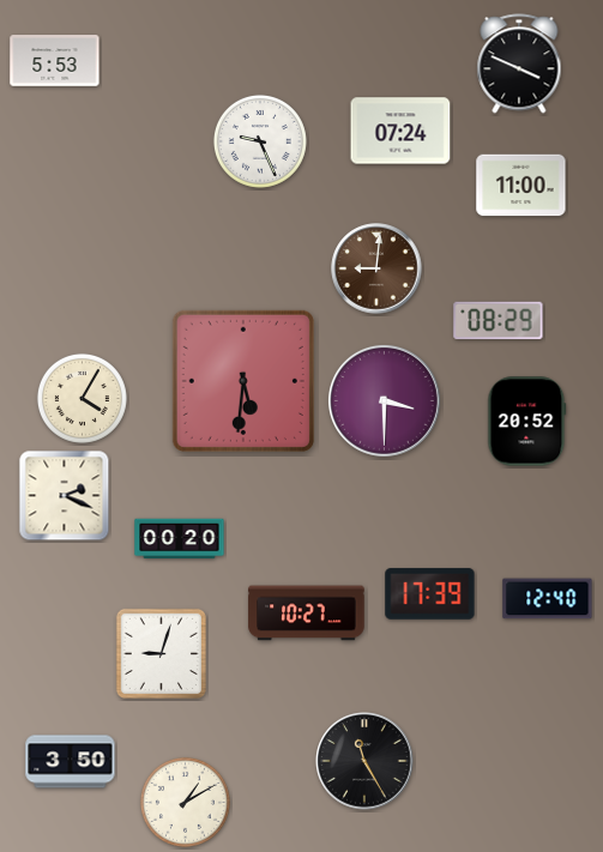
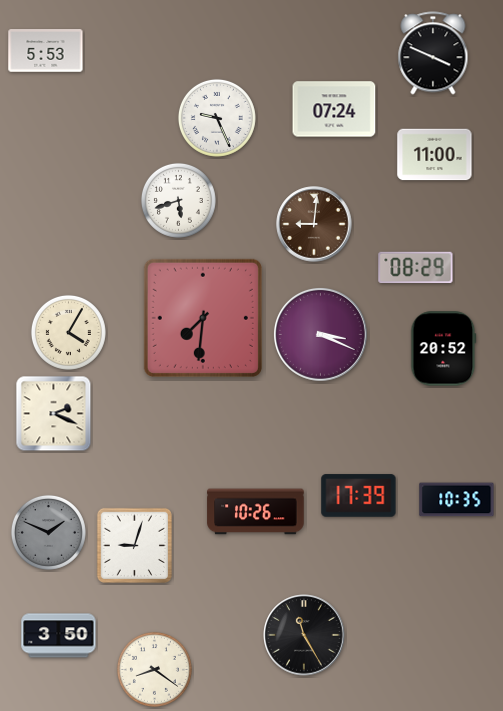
clock at (178, 200): none -> 5:42
clock at (243, 381): 5:31 -> 7:31
clock at (384, 400): 3:30 -> 3:19
clock at (527, 422) position: (527, 422) -> (444, 349)
clock at (180, 539): 00:20 -> none
clock at (548, 599): 12:40 -> 10:35
clock at (307, 614): 10:27 -> 10:26
clock at (48, 532): none -> 1:49
clock at (185, 802): 1:10 -> 8:21
